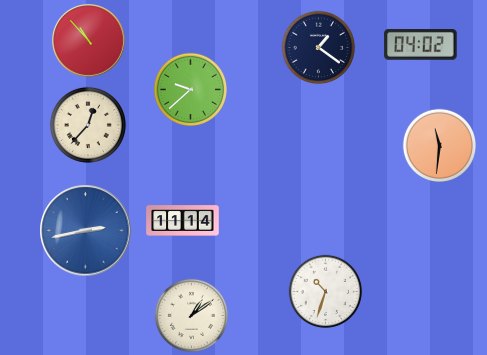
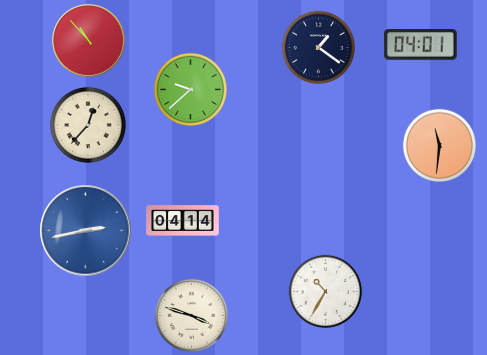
clock at (421, 45): 04:02 -> 04:01
clock at (183, 221): 11:14 -> 04:14
clock at (325, 291): 10:33 -> 10:35
clock at (191, 315): 1:09 -> 3:48
